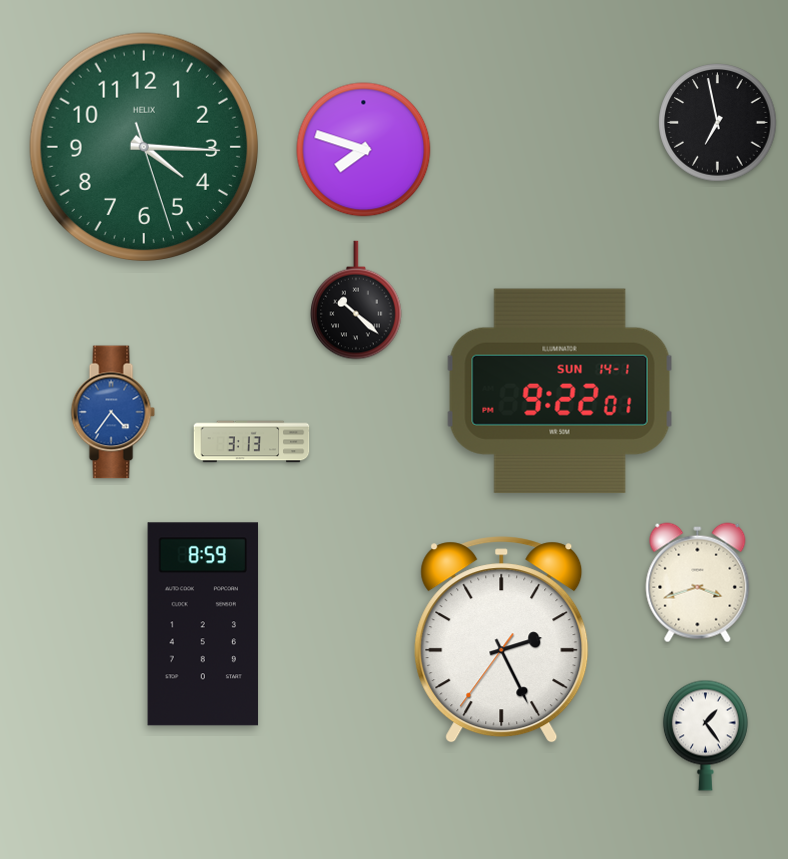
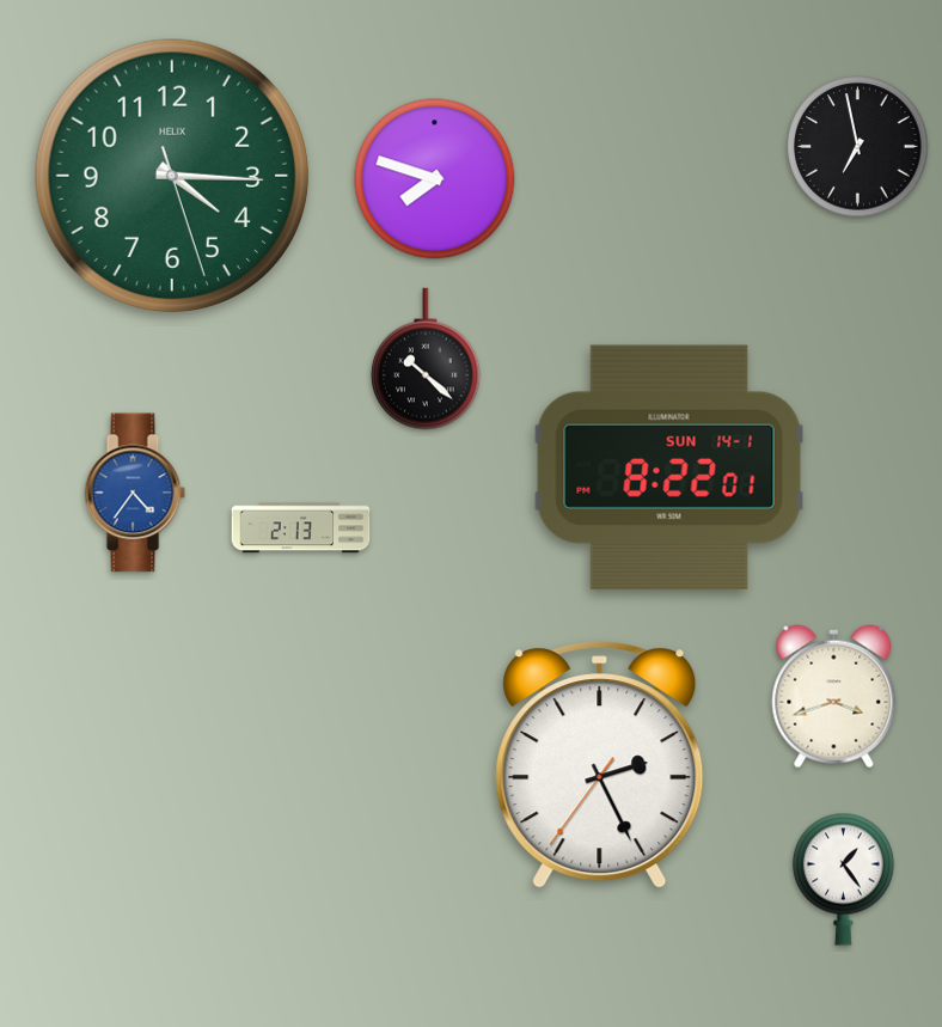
clock at (560, 391): 9:22 -> 8:22
clock at (252, 442): 3:13 -> 2:13
clock at (203, 624): 8:59 -> none
